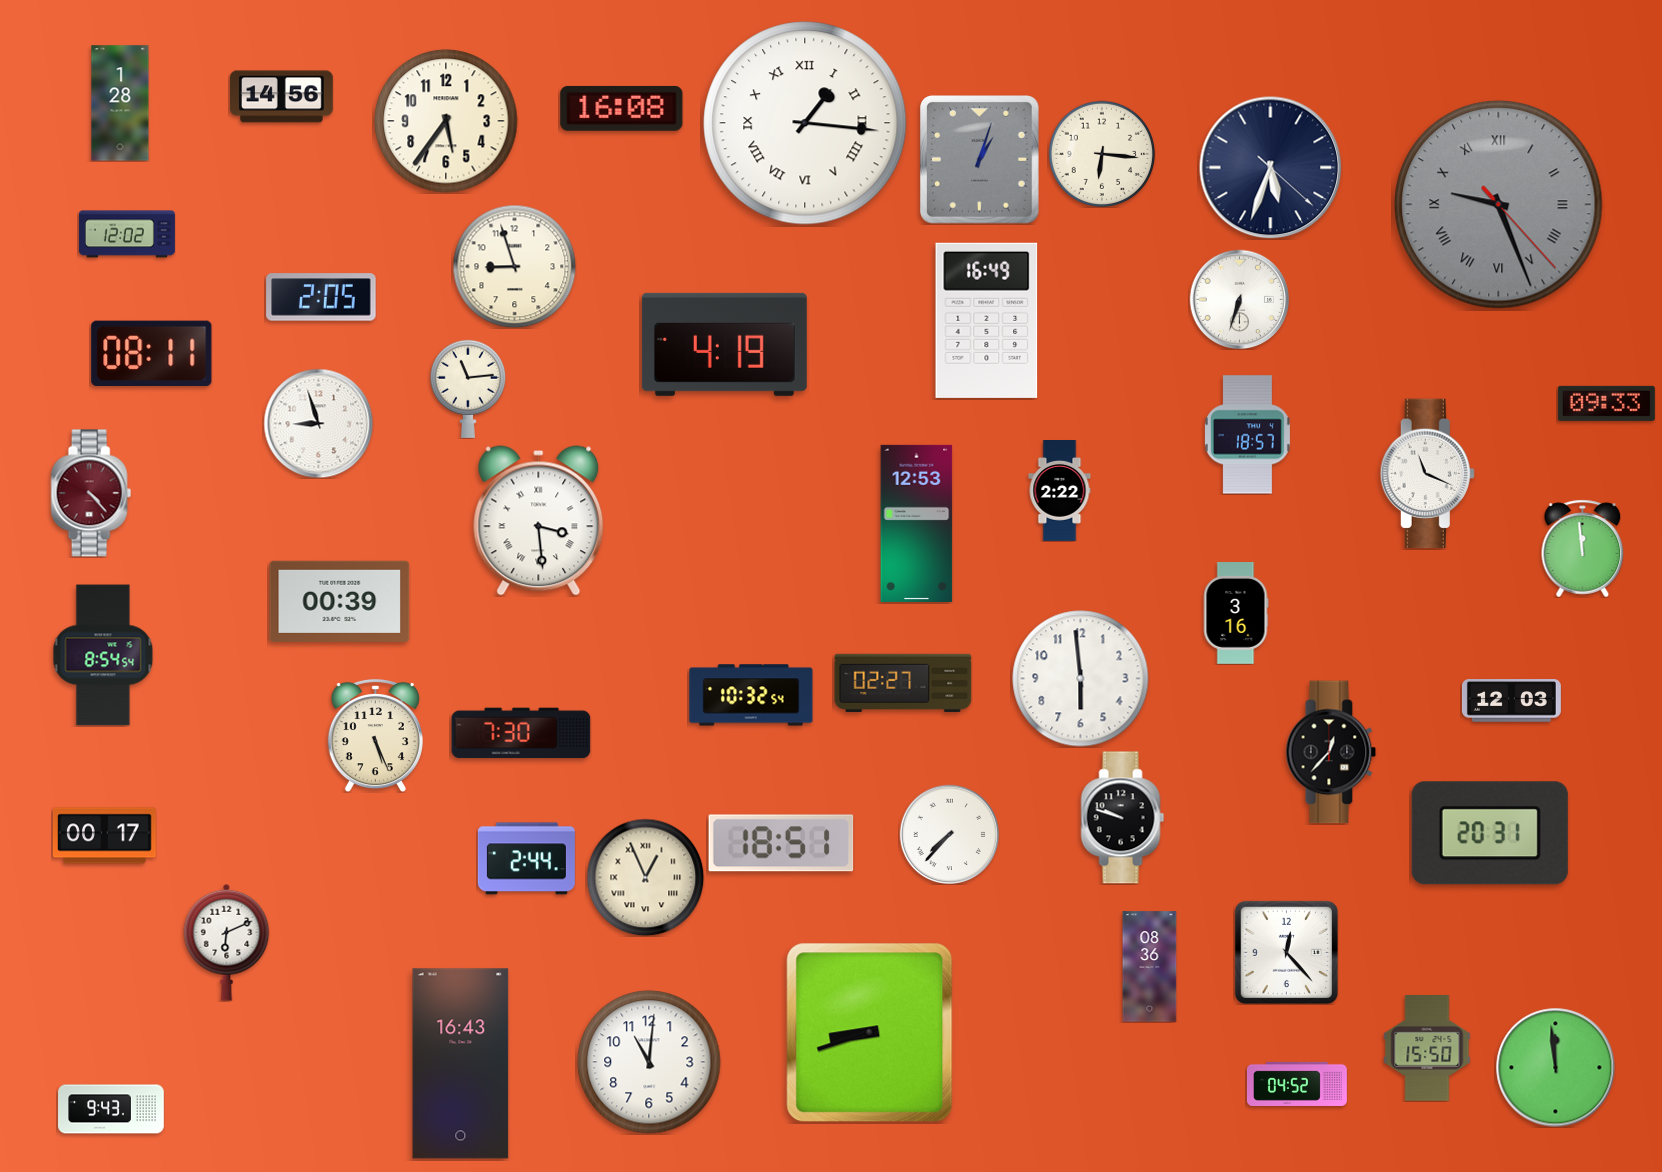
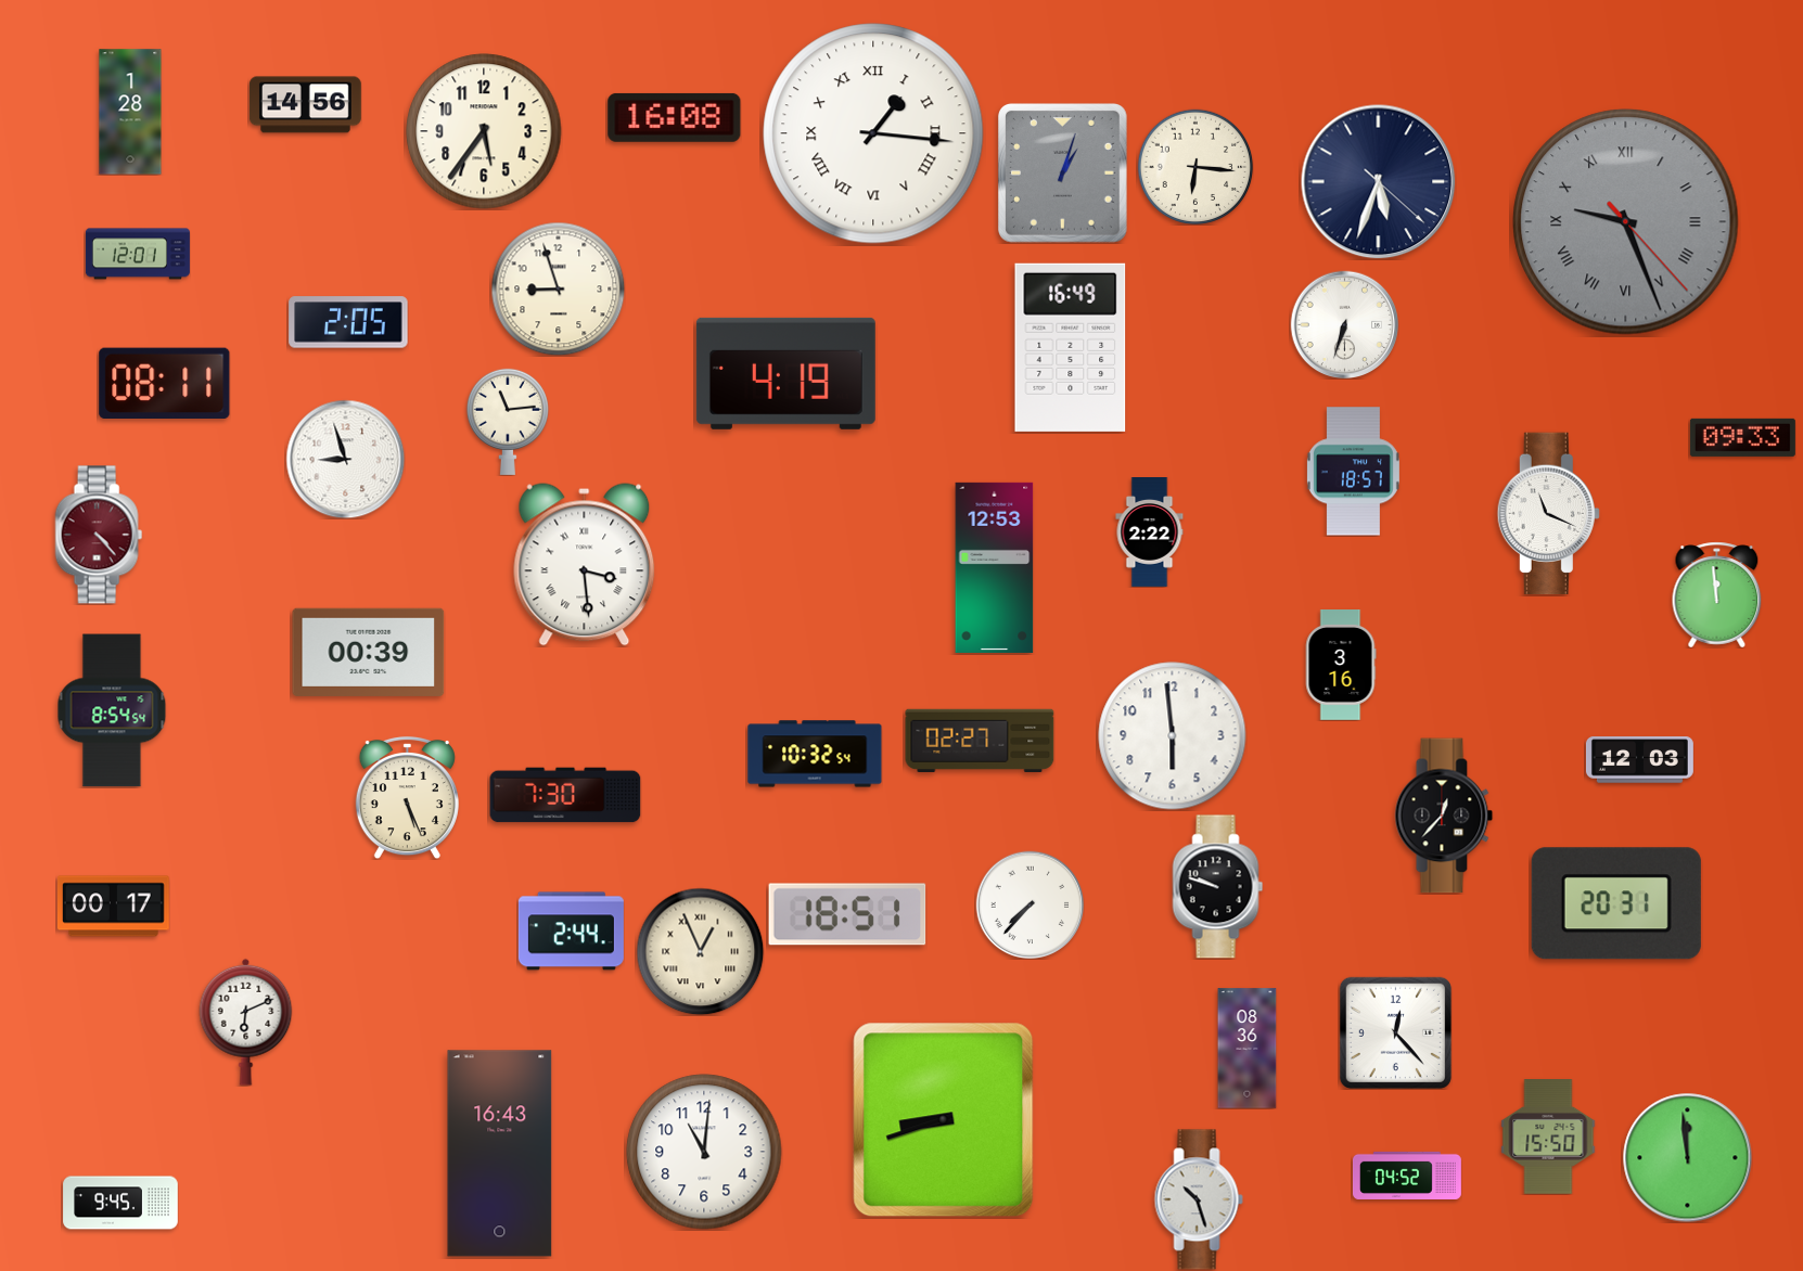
clock at (127, 234): 12:02 -> 12:01
clock at (1199, 1199): none -> 10:27
clock at (111, 1109): 9:43 -> 9:45
